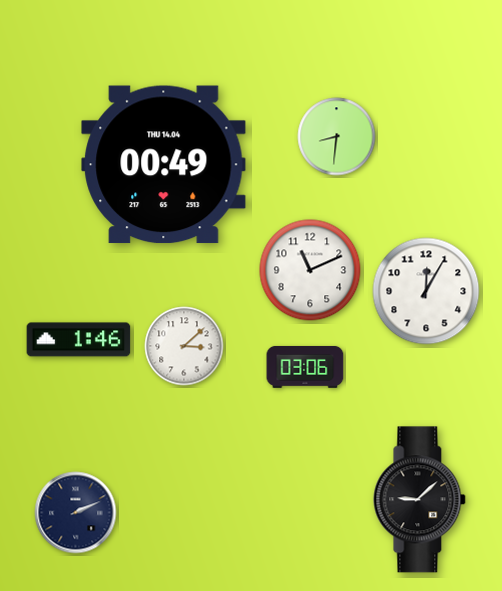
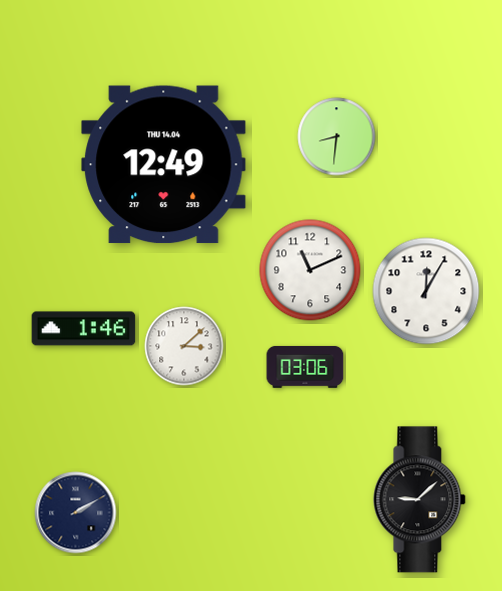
clock at (164, 165): 00:49 -> 12:49
clock at (79, 340) position: (79, 340) -> (84, 329)
clock at (76, 513): 2:11 -> 2:10
